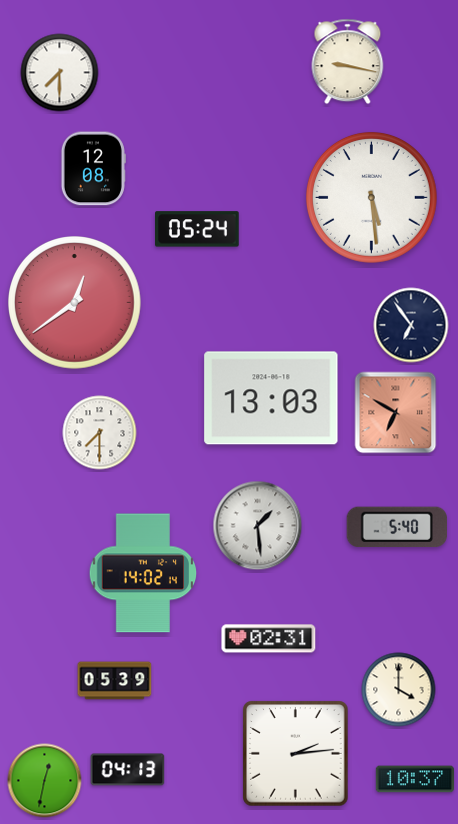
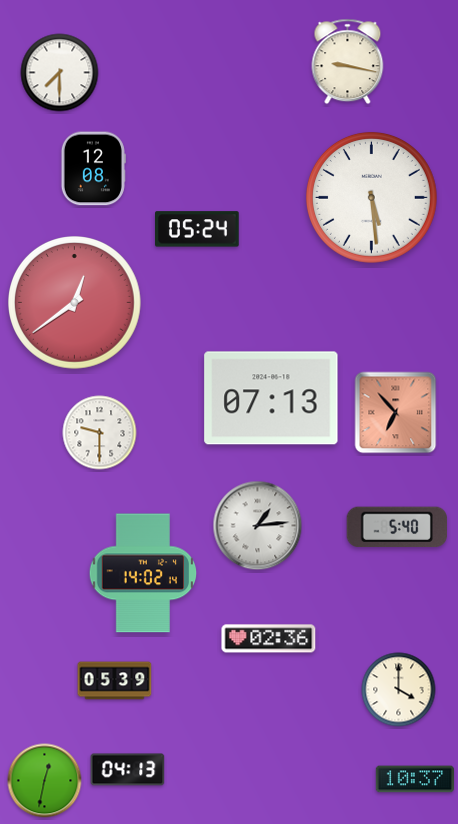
clock at (411, 325): 6:54 -> none
clock at (271, 398): 13:03 -> 07:13
clock at (396, 413): 6:50 -> 6:53
clock at (100, 433): 7:30 -> 9:30
clock at (258, 526): 1:29 -> 1:14
clock at (269, 639): 02:31 -> 02:36
clock at (296, 754): 2:14 -> none
